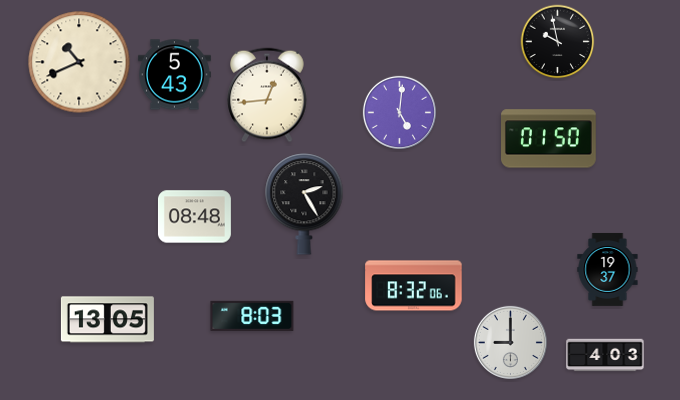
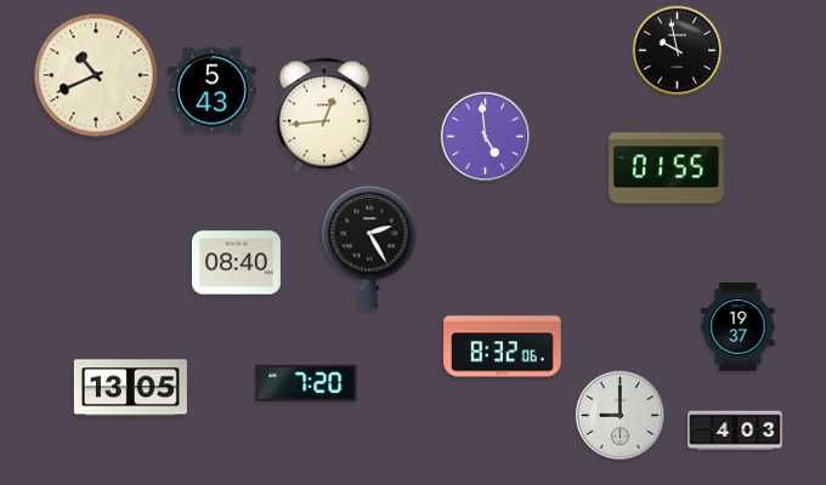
clock at (399, 112): 5:01 -> 4:59
clock at (549, 139): 01:50 -> 01:55
clock at (194, 217): 08:48 -> 08:40
clock at (252, 316): 8:03 -> 7:20
